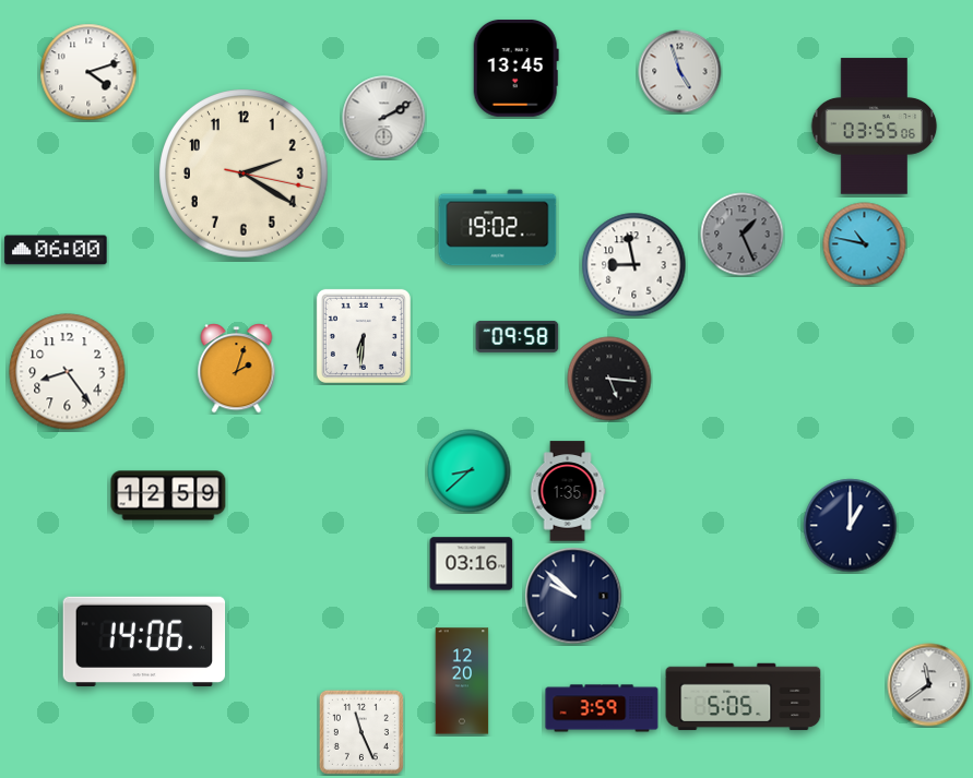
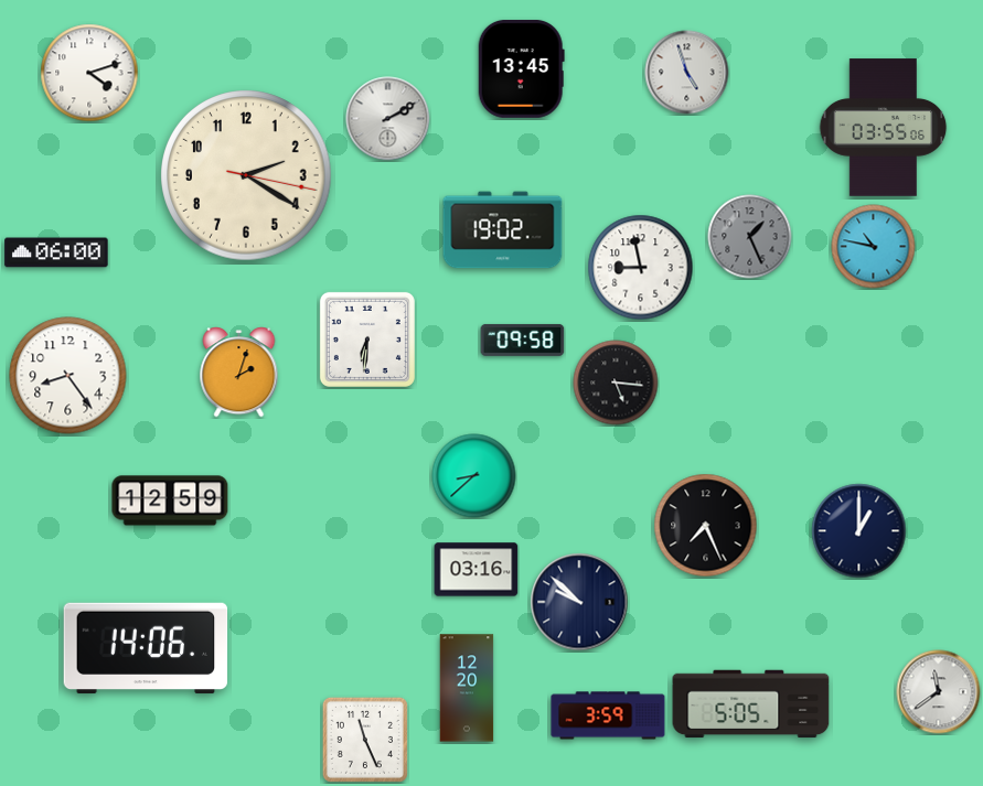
clock at (568, 491): 1:35 -> none
clock at (706, 526): none -> 7:26
